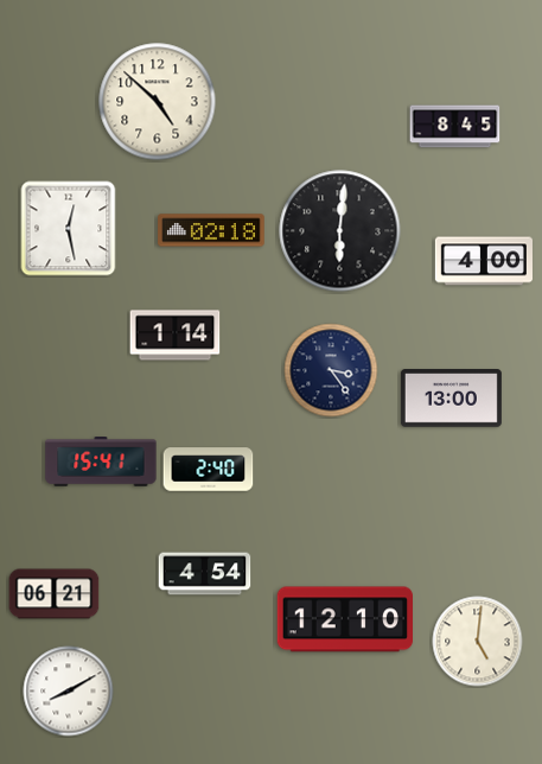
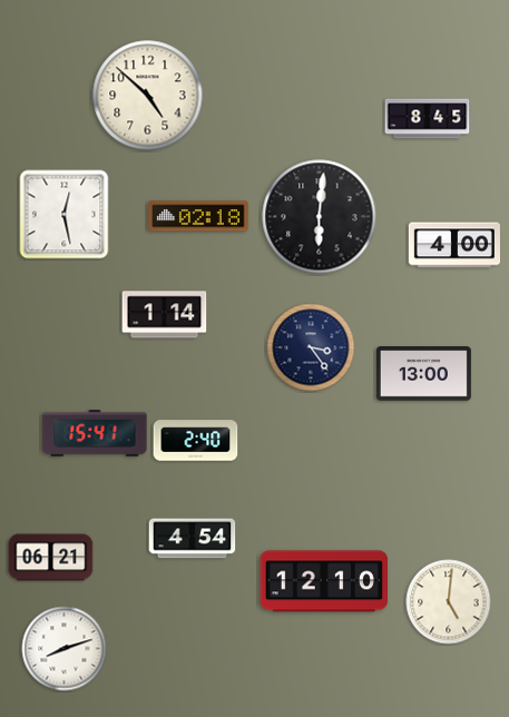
clock at (69, 692): 8:10 -> 8:12
